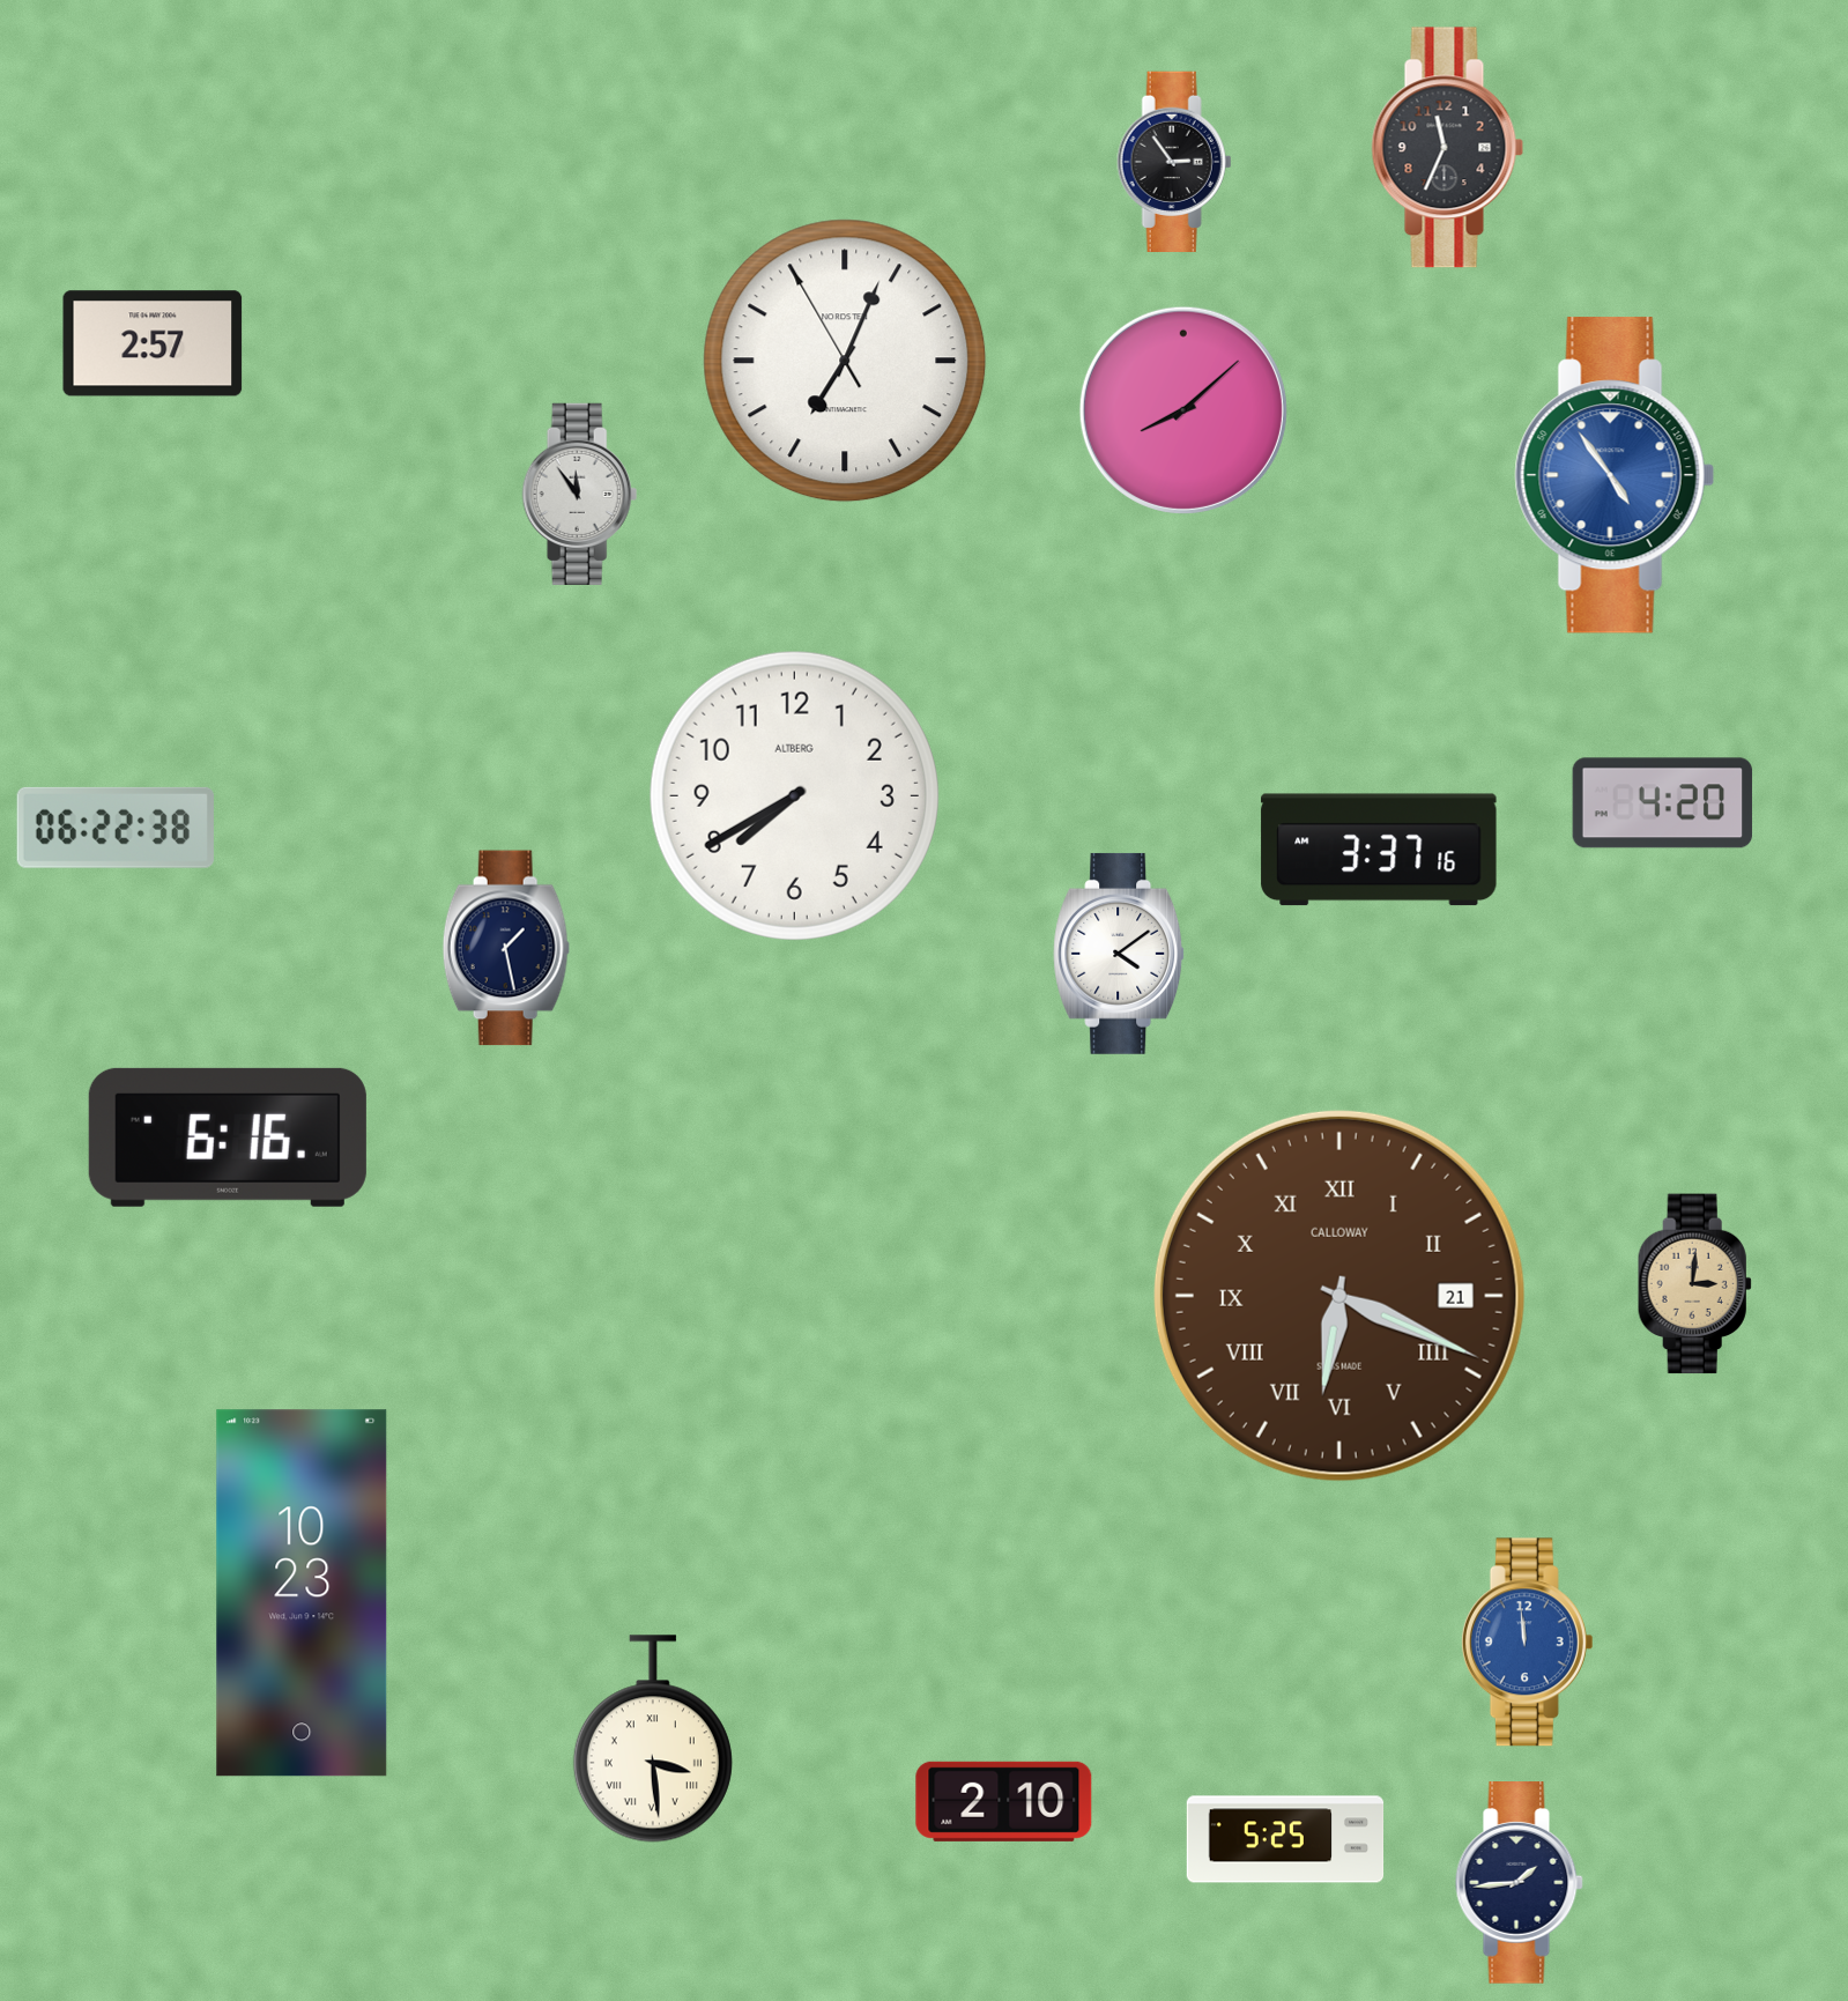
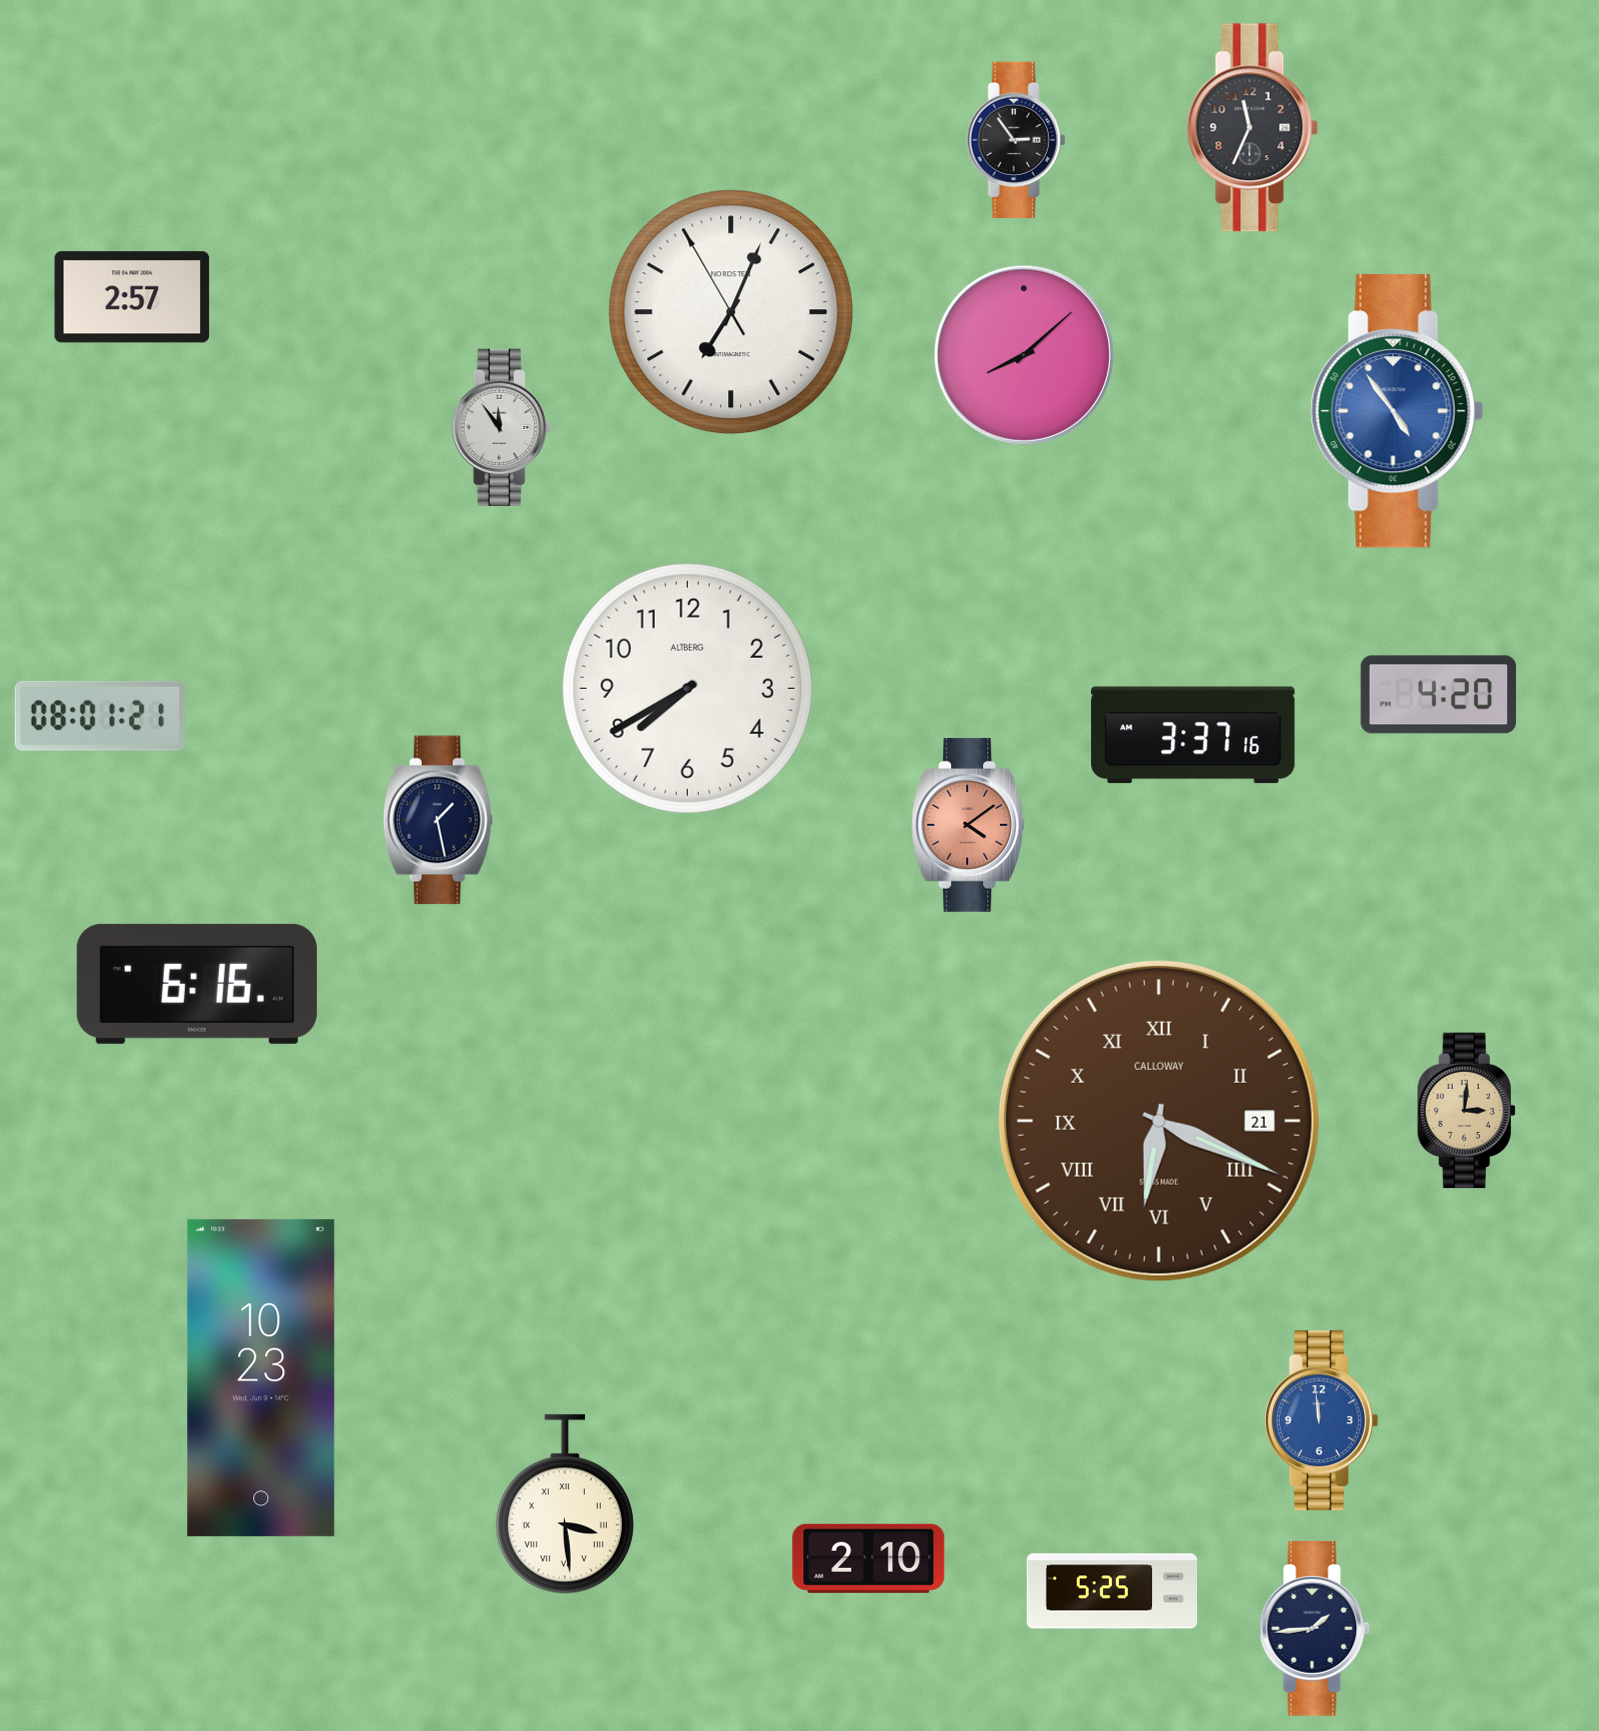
clock at (116, 828): 06:22 -> 08:01
clock at (1120, 954) dial: white -> salmon
